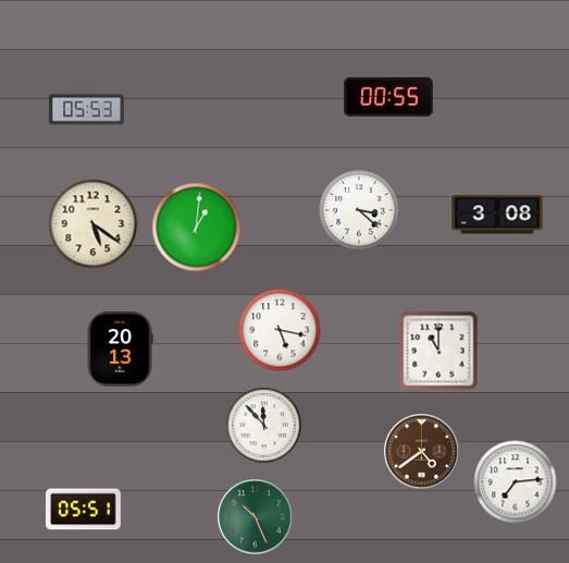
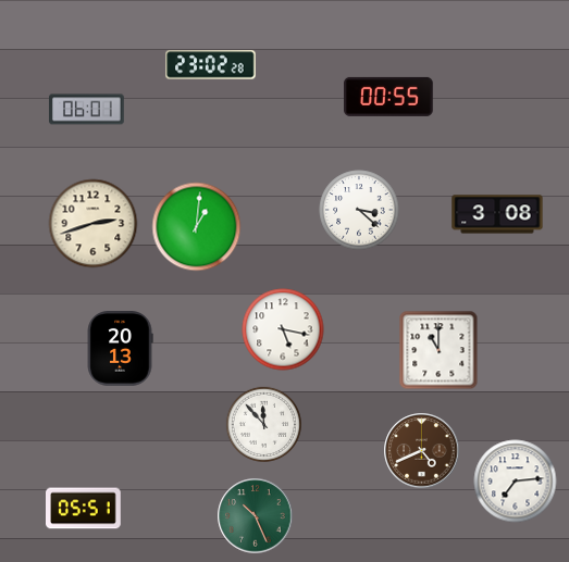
clock at (211, 65): none -> 23:02
clock at (87, 110): 05:53 -> 06:01
clock at (94, 224): 5:21 -> 2:42
clock at (280, 330) position: (280, 330) -> (283, 329)
clock at (422, 452): 4:39 -> 4:41
